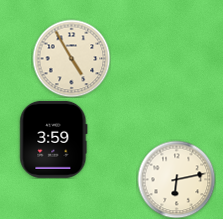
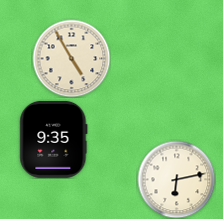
clock at (54, 139): 3:59 -> 9:35
